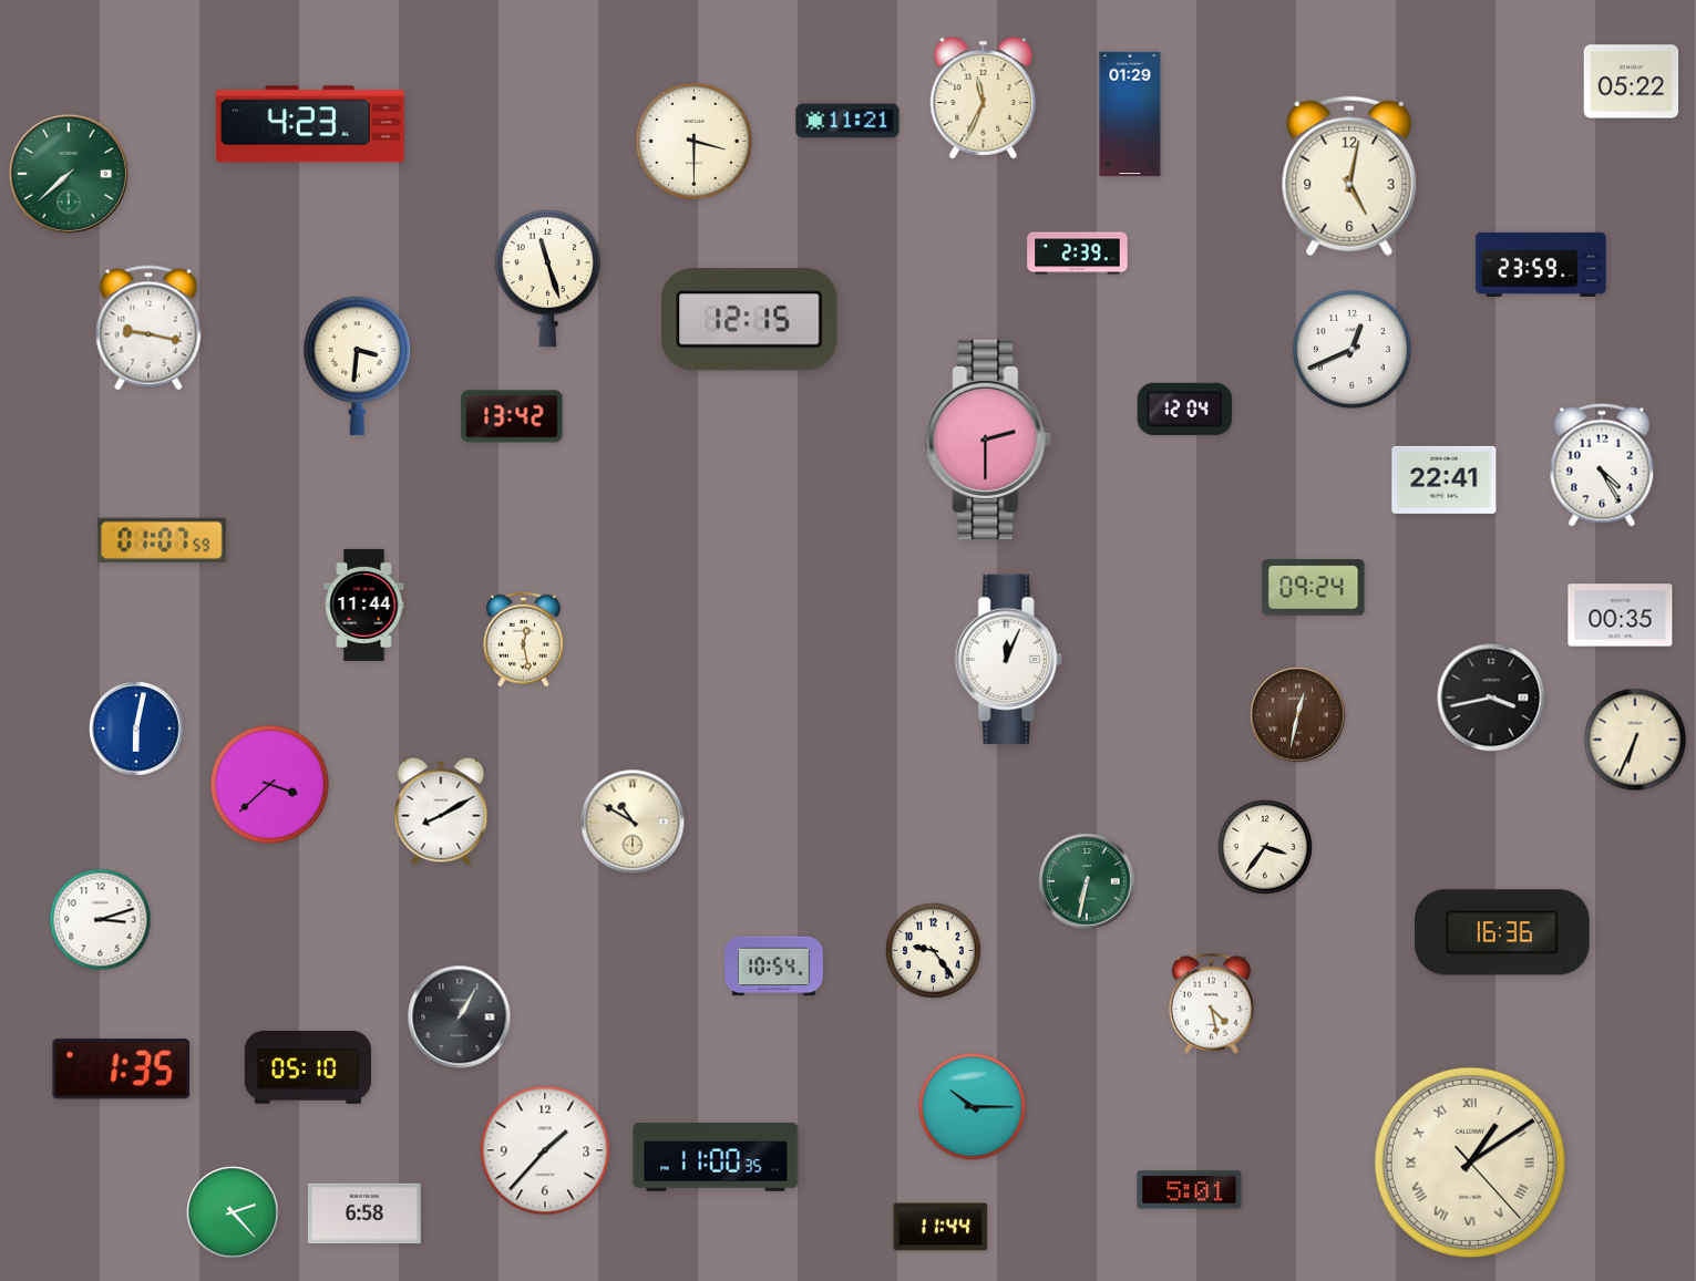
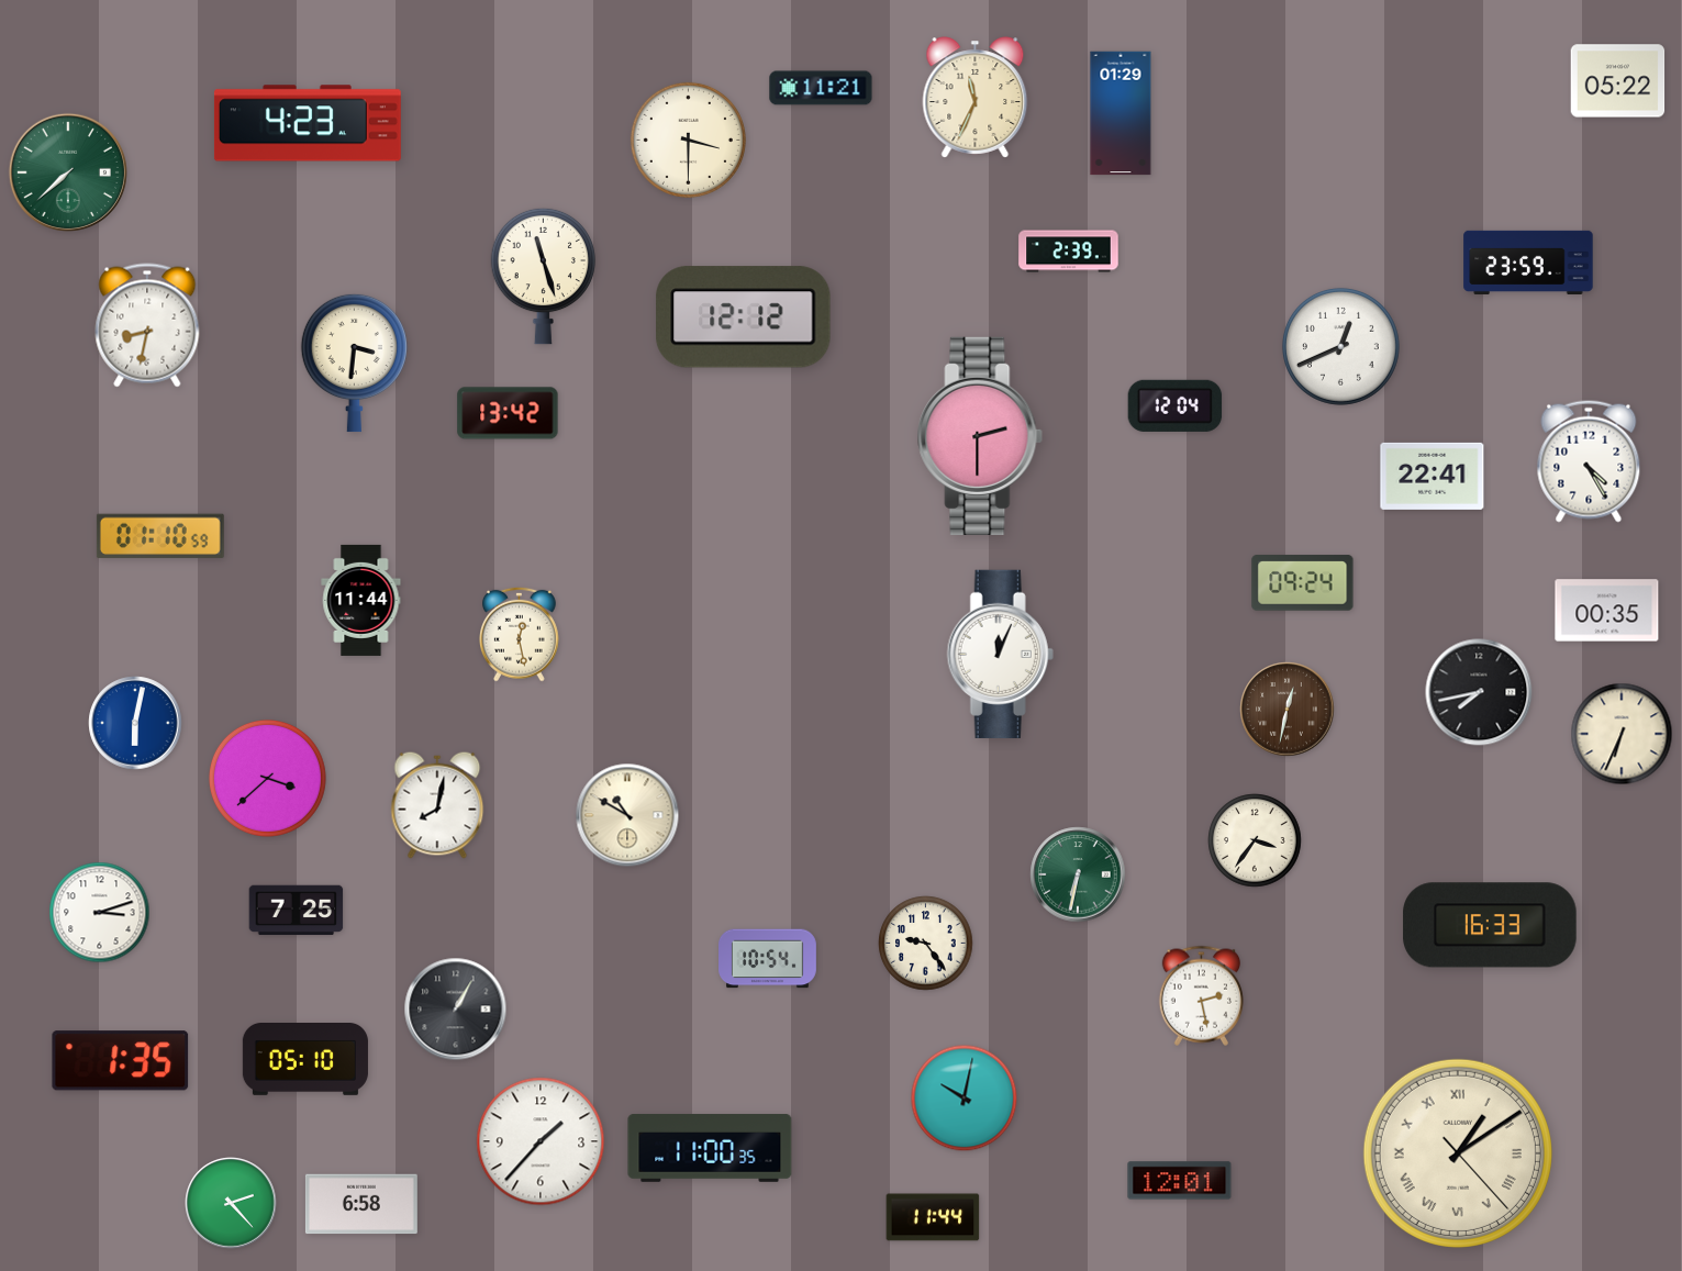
clock at (847, 121) position: (847, 121) -> (821, 88)
clock at (1349, 176): 5:02 -> none
clock at (750, 320): 12:15 -> 12:12
clock at (148, 328): 9:17 -> 8:32
clock at (162, 540): 01:07 -> 01:10
clock at (1491, 698): 3:43 -> 7:43
clock at (441, 812): 8:10 -> 8:02
clock at (297, 911): none -> 7:25
clock at (1502, 932): 16:36 -> 16:33
clock at (1211, 1003): 4:28 -> 2:28
clock at (973, 1107): 10:15 -> 10:02
clock at (1190, 1190): 5:01 -> 12:01
